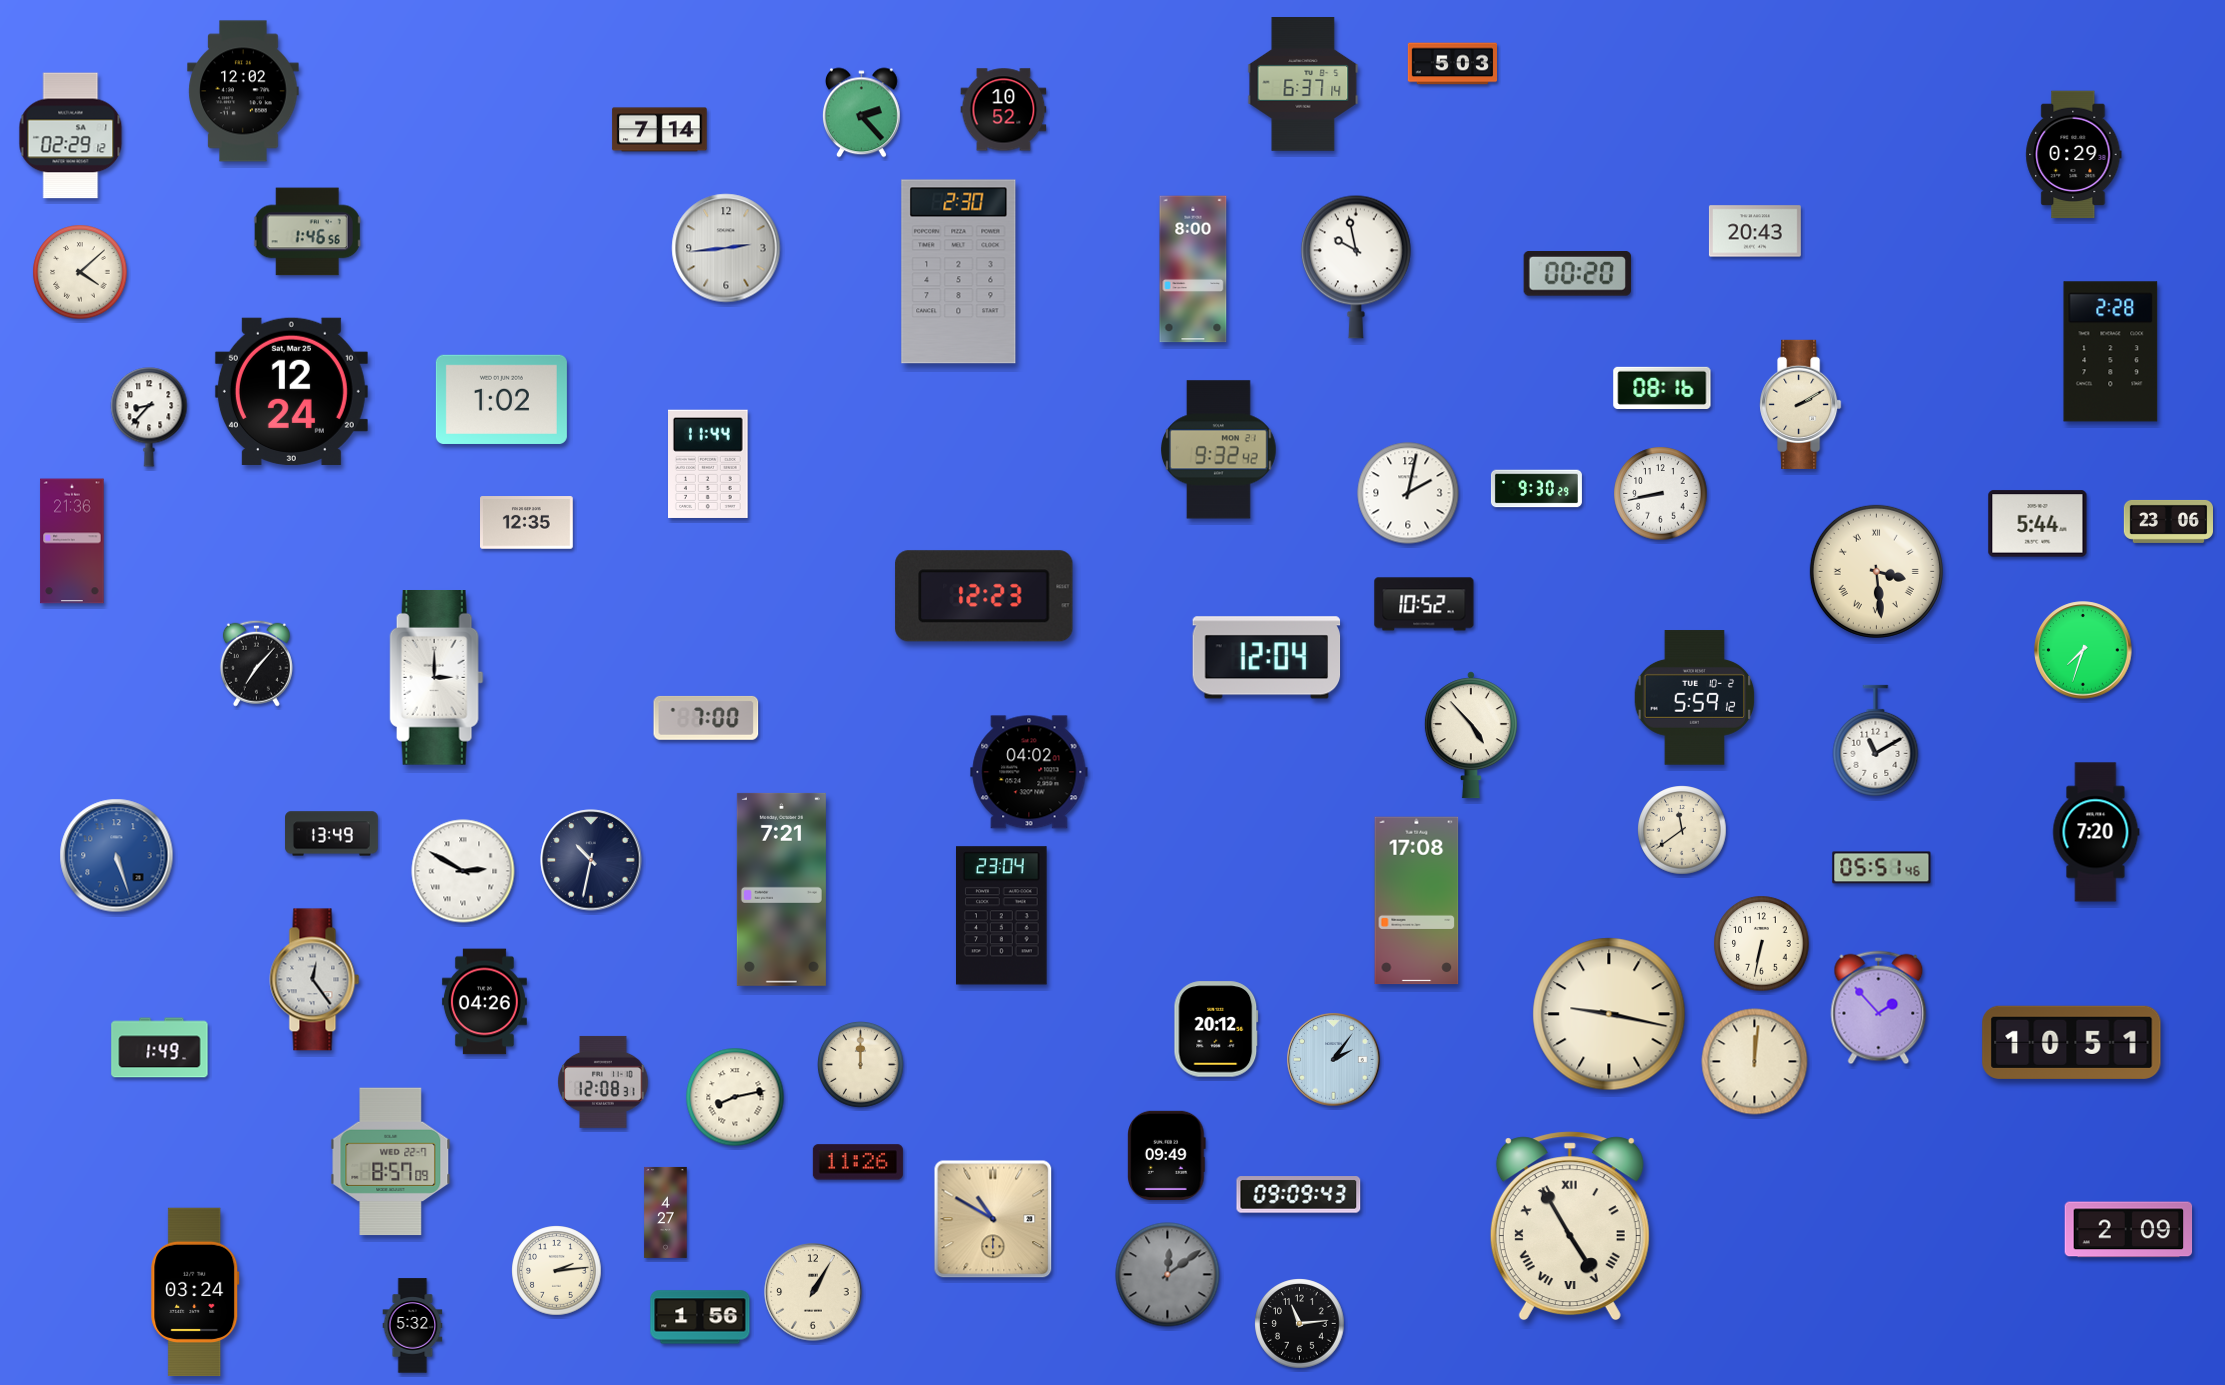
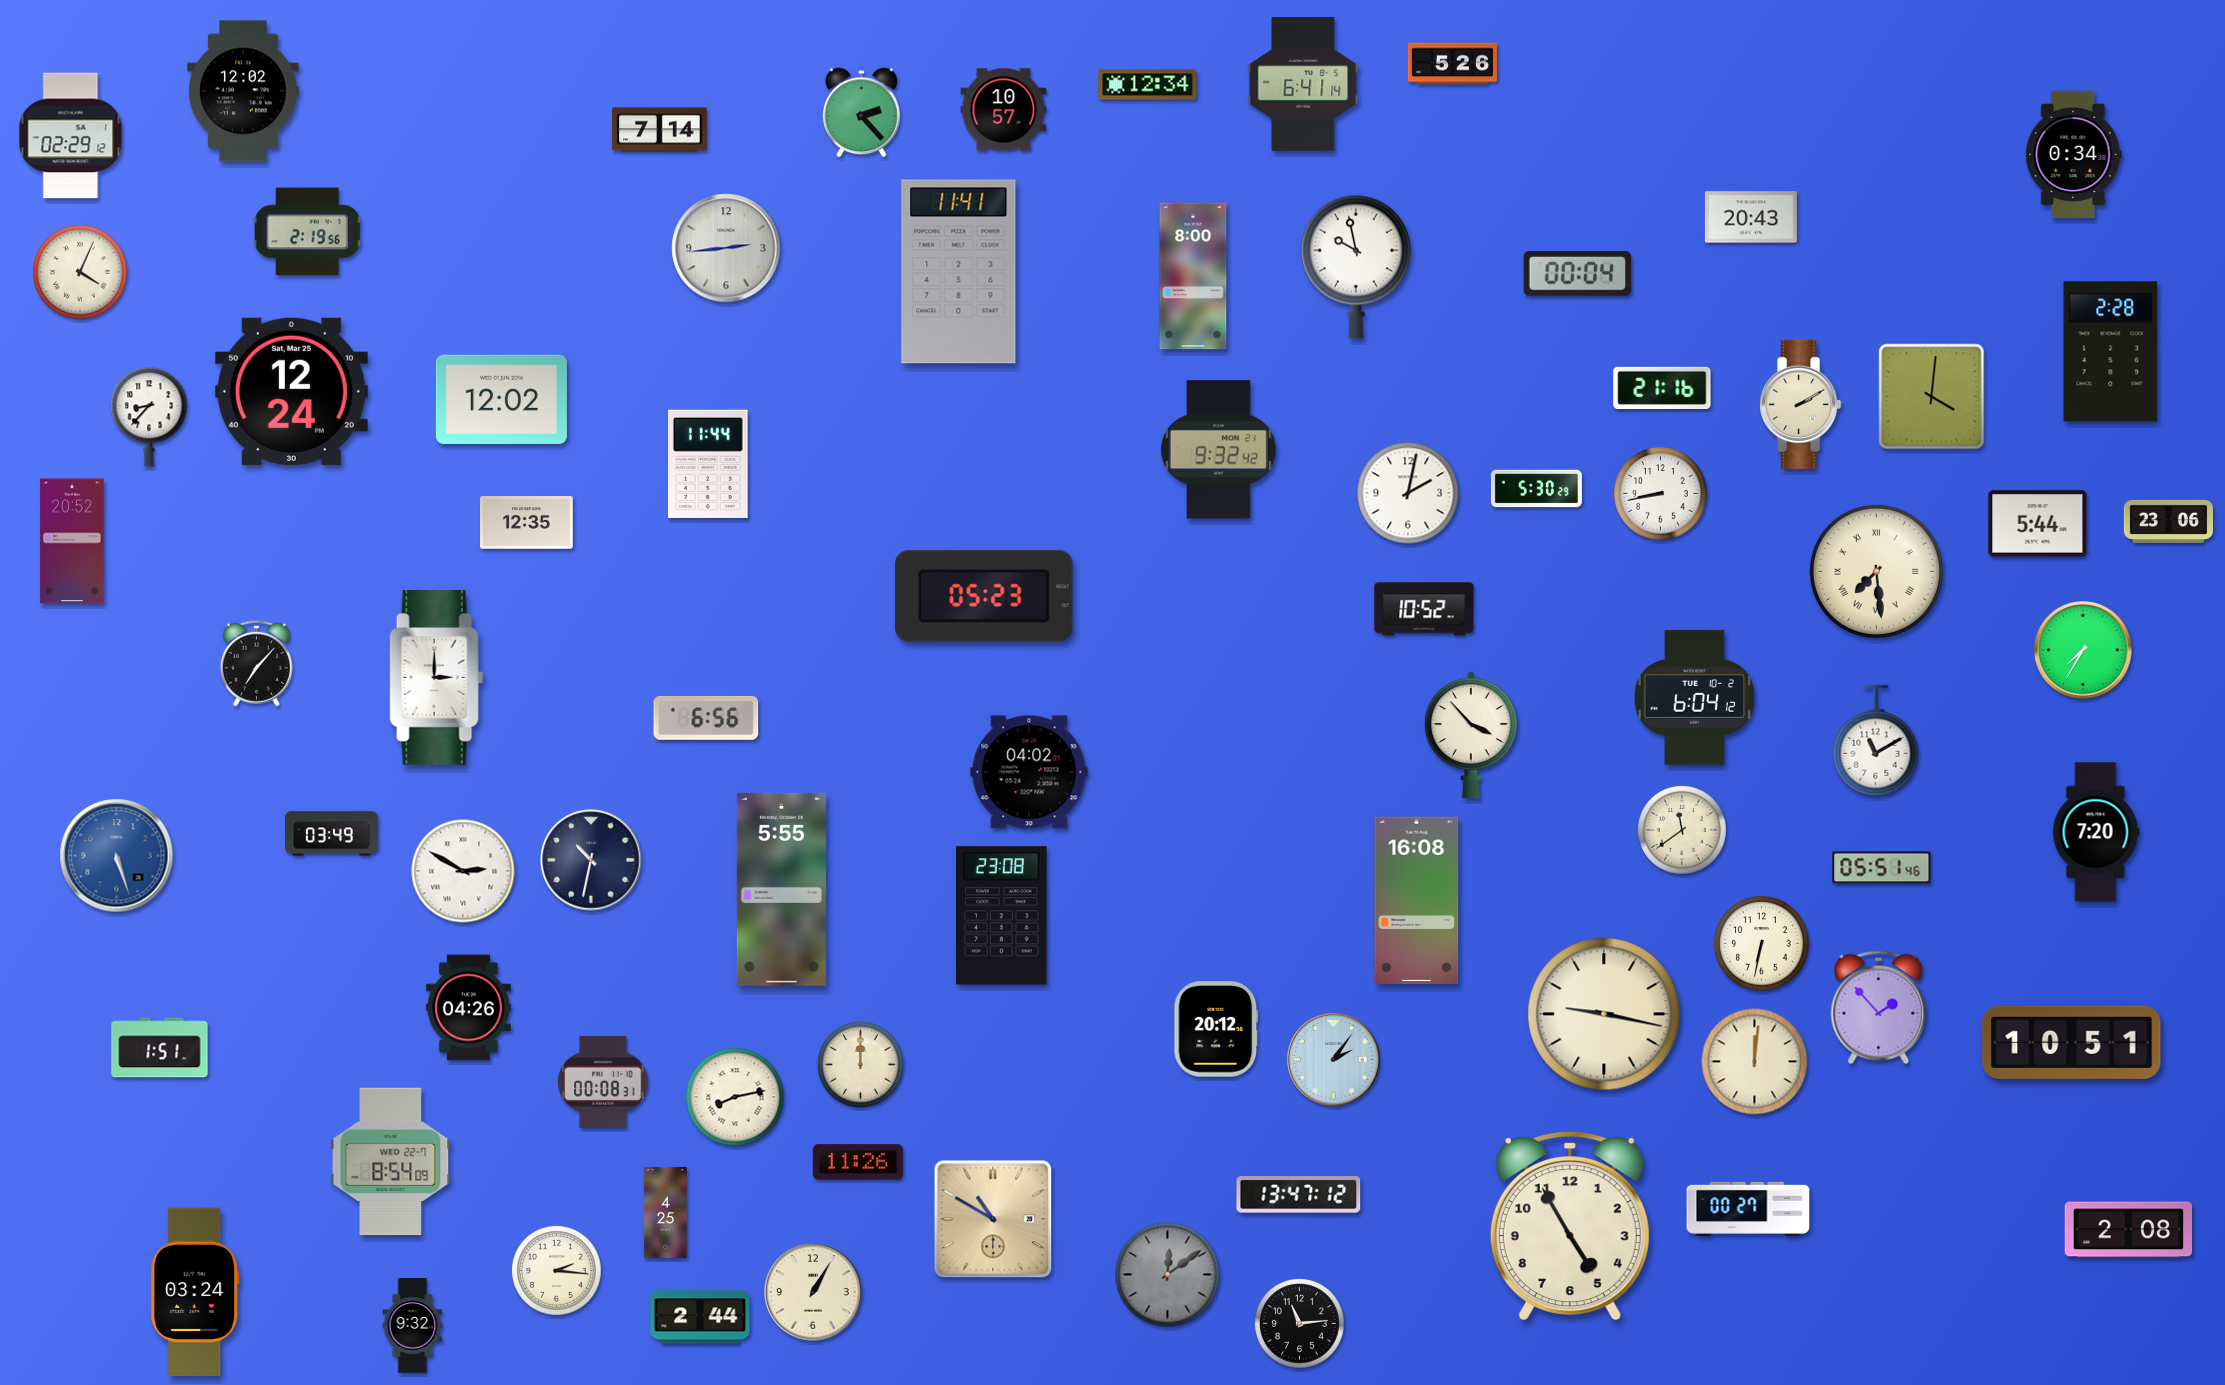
clock at (1452, 64): 5:03 -> 5:26
clock at (1303, 84): 6:37 -> 6:41
clock at (1148, 85): none -> 12:34
clock at (1004, 110): 10:52 -> 10:57
clock at (2074, 155): 0:29 -> 0:34
clock at (1755, 231) position: (1755, 231) -> (1751, 217)
clock at (308, 232): 1:46 -> 2:19
clock at (1193, 269) position: (1193, 269) -> (1193, 276)
clock at (80, 272): 4:08 -> 4:04
clock at (959, 272): 2:30 -> 11:41
clock at (1577, 274): 00:20 -> 00:04
clock at (1662, 387): 08:16 -> 21:16
clock at (1932, 397): none -> 4:01
clock at (501, 399): 1:02 -> 12:02
clock at (1536, 489): 9:30 -> 5:30
clock at (72, 541): 21:36 -> 20:52
clock at (1876, 571): 3:29 -> 7:29
clock at (984, 596): 12:23 -> 05:23
clock at (1424, 604) position: (1424, 604) -> (1424, 609)
clock at (2083, 650): 7:33 -> 7:35
clock at (1267, 658): 12:04 -> none
clock at (1695, 698): 5:59 -> 6:04
clock at (706, 718): 7:00 -> 6:56
clock at (1471, 735): 4:53 -> 3:53
clock at (332, 834): 13:49 -> 03:49
clock at (781, 889): 7:21 -> 5:55
clock at (1417, 901): 17:08 -> 16:08
clock at (1002, 916): 23:04 -> 23:08
clock at (315, 980): 12:24 -> none
clock at (484, 1002) position: (484, 1002) -> (468, 1008)
clock at (1609, 1014) position: (1609, 1014) -> (1604, 1014)
clock at (160, 1048): 1:49 -> 1:51
clock at (603, 1082): 12:08 -> 00:08
clock at (1167, 1155): 09:49 -> none
clock at (391, 1162): 8:57 -> 8:54
clock at (1299, 1195): 09:09 -> 13:47
clock at (1748, 1209): none -> 00:27
clock at (666, 1212): 4:27 -> 4:25
clock at (1570, 1226) numerals: Roman -> Arabic
clock at (2129, 1230): 2:09 -> 2:08
clock at (557, 1271): 2:14 -> 2:16
clock at (700, 1317): 1:56 -> 2:44
clock at (413, 1326): 5:32 -> 9:32
